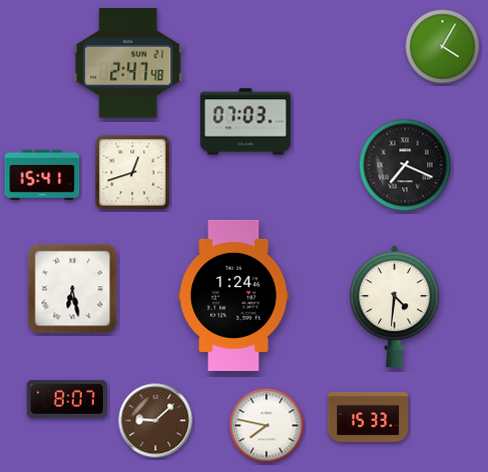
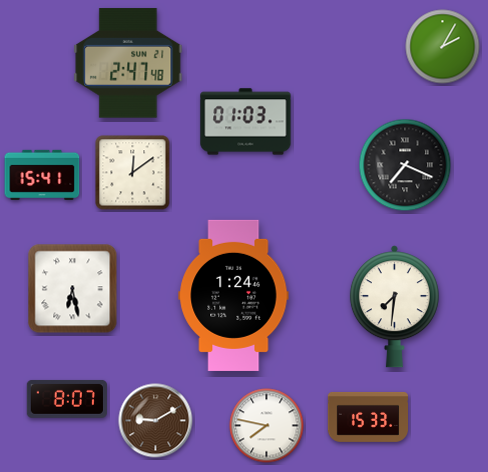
clock at (443, 47): 4:05 -> 2:05
clock at (246, 122): 07:03 -> 01:03
clock at (133, 173): 12:42 -> 12:09
clock at (394, 307): 4:31 -> 7:31
clock at (156, 421): 9:08 -> 9:10
